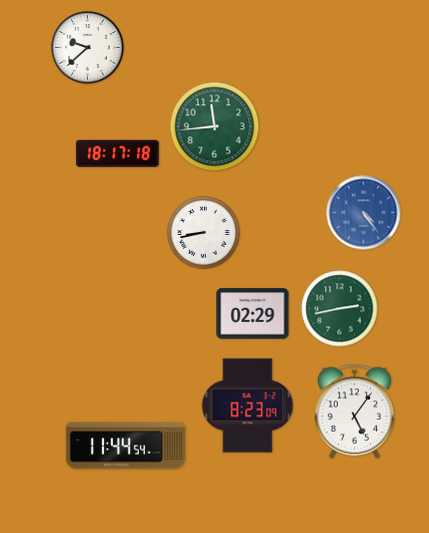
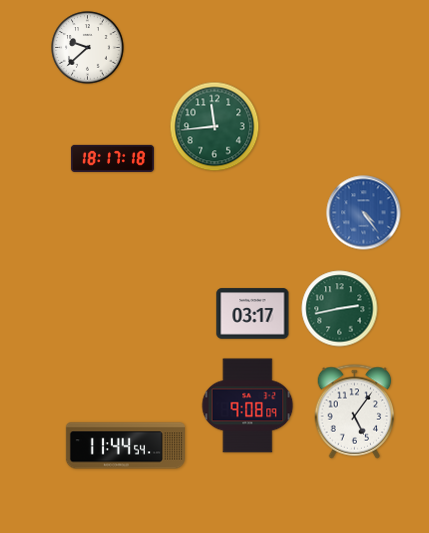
clock at (117, 153) position: (117, 153) -> (112, 158)
clock at (204, 233): 8:43 -> none
clock at (253, 314): 02:29 -> 03:17
clock at (248, 406): 8:23 -> 9:08
